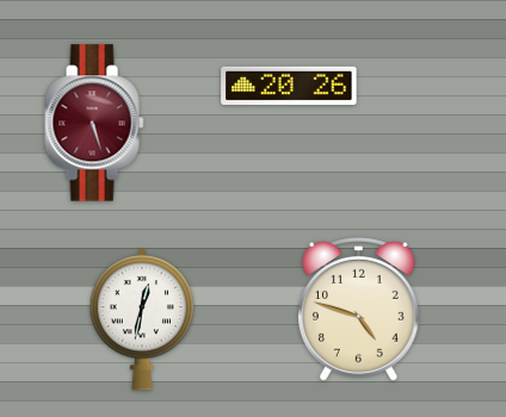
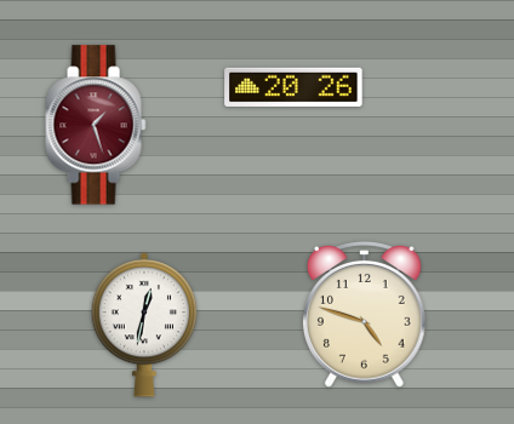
clock at (94, 123): 5:27 -> 1:27
